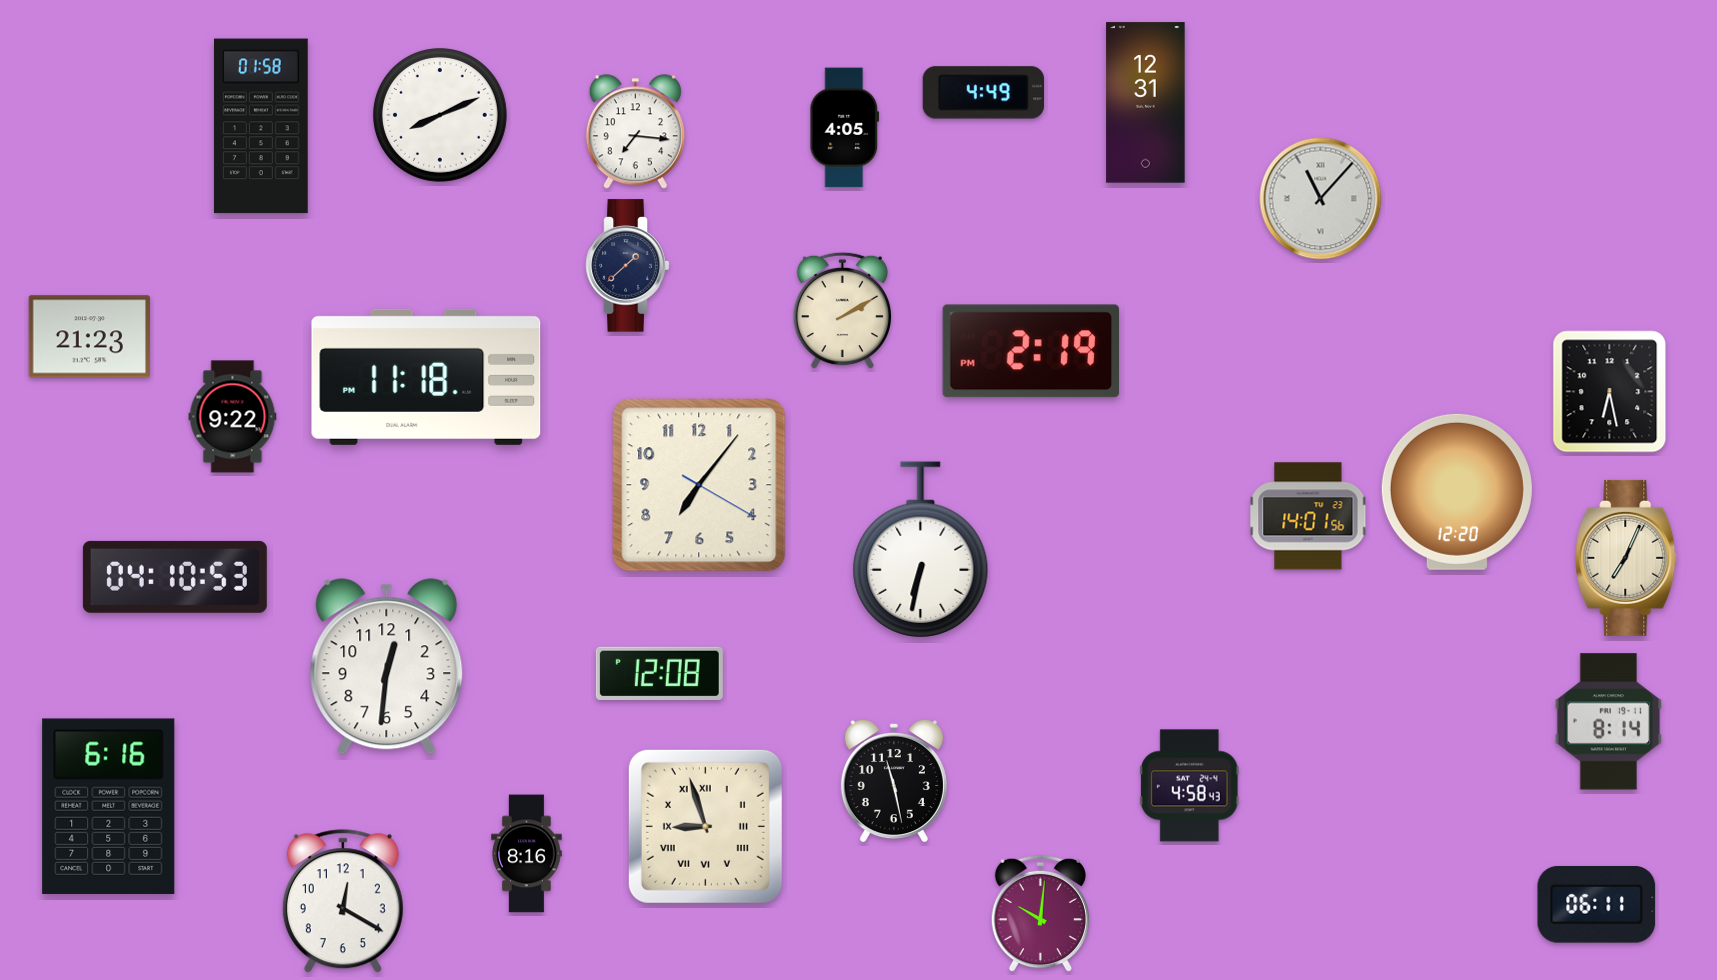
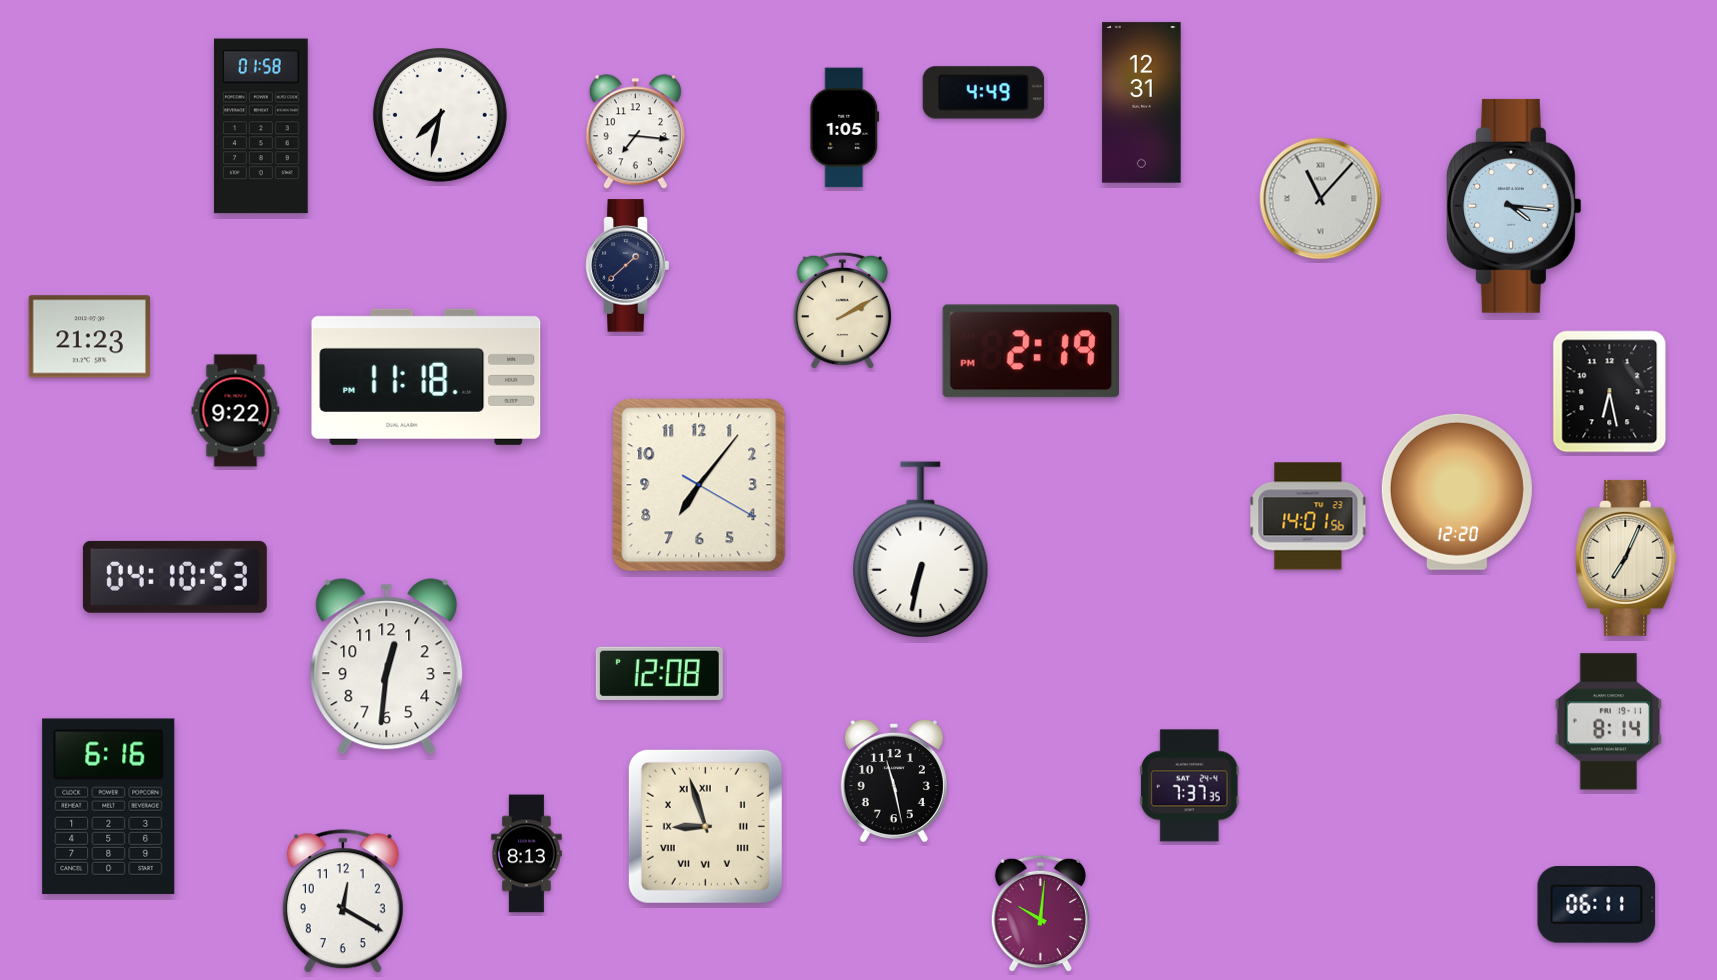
clock at (1146, 103) position: (1146, 103) -> (1142, 103)
clock at (440, 115): 8:11 -> 7:32
clock at (845, 128): 4:05 -> 1:05
clock at (1514, 206): none -> 4:16
clock at (233, 417) position: (233, 417) -> (236, 411)
clock at (1189, 786): 4:58 -> 7:37
clock at (527, 854): 8:16 -> 8:13
